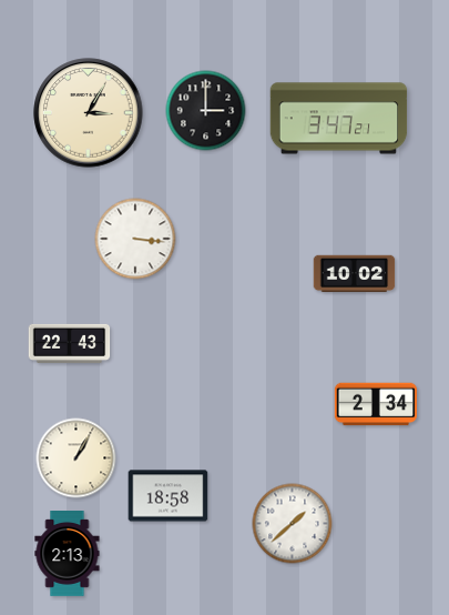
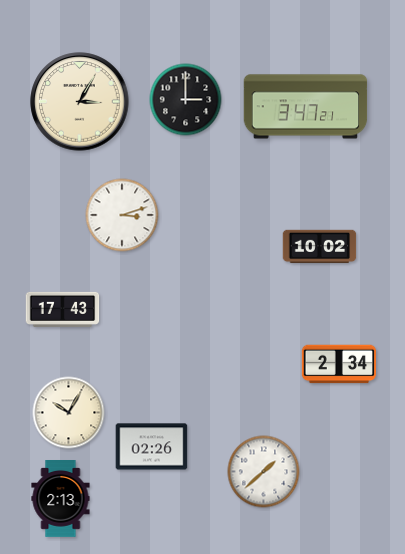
clock at (135, 239): 3:16 -> 3:12
clock at (70, 343): 22:43 -> 17:43
clock at (76, 458): 1:05 -> 10:05
clock at (169, 496): 18:58 -> 02:26
